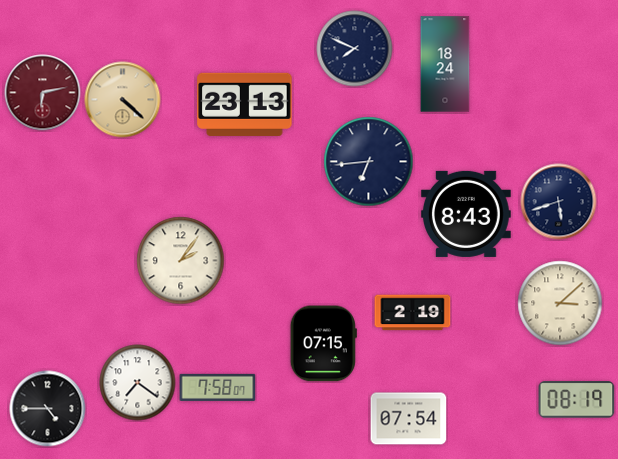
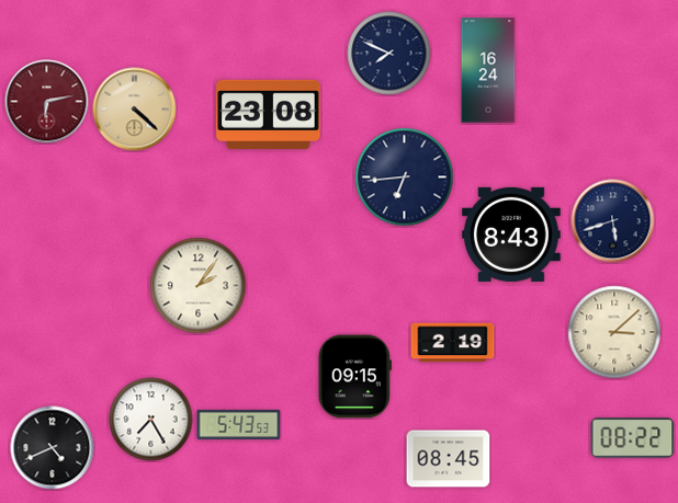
clock at (445, 64): 18:24 -> 16:24
clock at (245, 104): 23:13 -> 23:08
clock at (323, 344): 07:15 -> 09:15
clock at (138, 383): 7:21 -> 7:25
clock at (218, 387): 7:58 -> 5:43
clock at (577, 400): 08:19 -> 08:22
clock at (48, 409): 4:45 -> 4:41
clock at (409, 419): 07:54 -> 08:45
